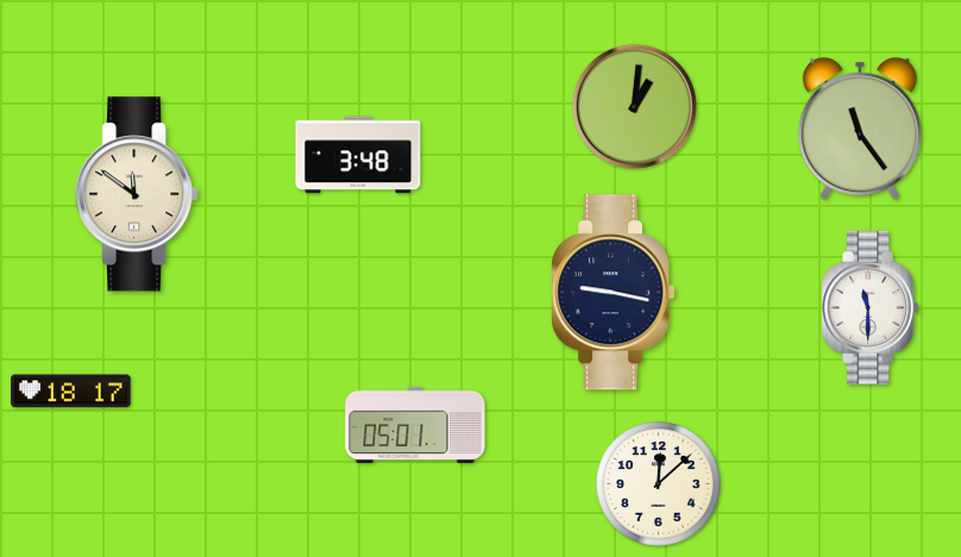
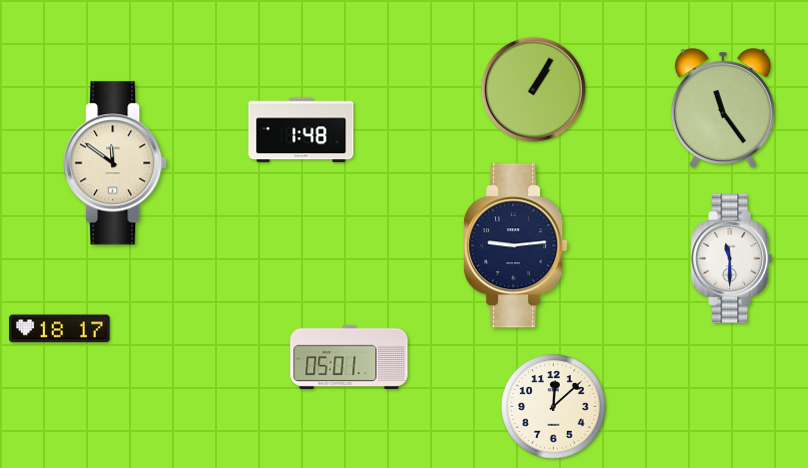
clock at (634, 106): 1:01 -> 1:05
clock at (358, 155): 3:48 -> 1:48
clock at (614, 293): 9:17 -> 9:14
